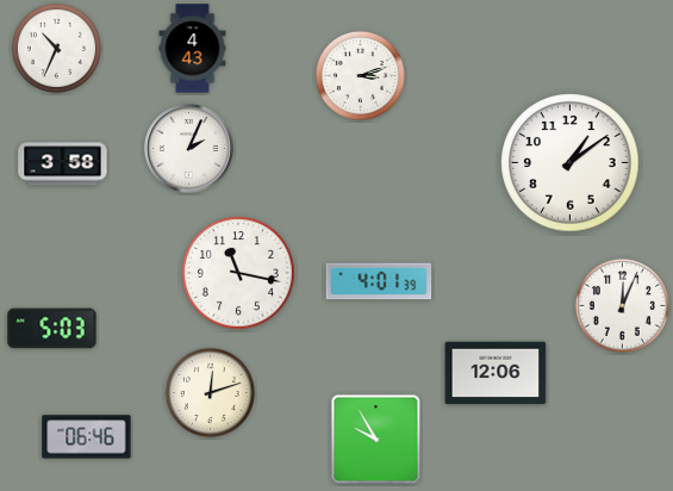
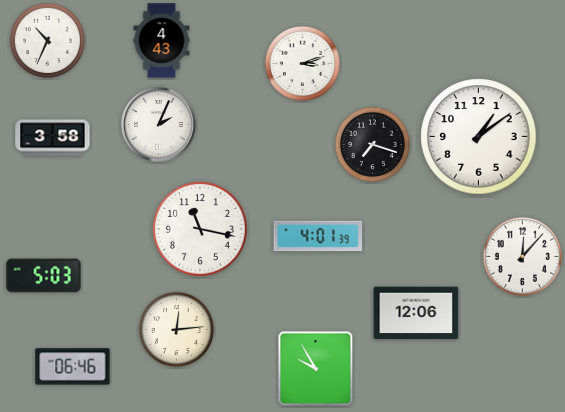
clock at (372, 144): none -> 7:18
clock at (622, 305): 12:04 -> 12:07
clock at (210, 392): 12:12 -> 12:14
